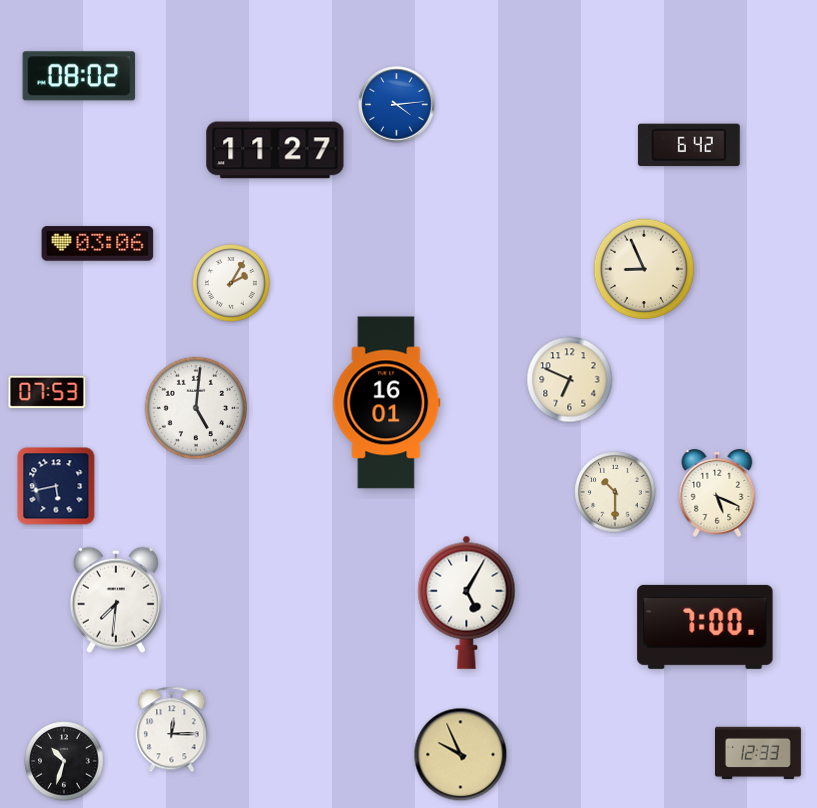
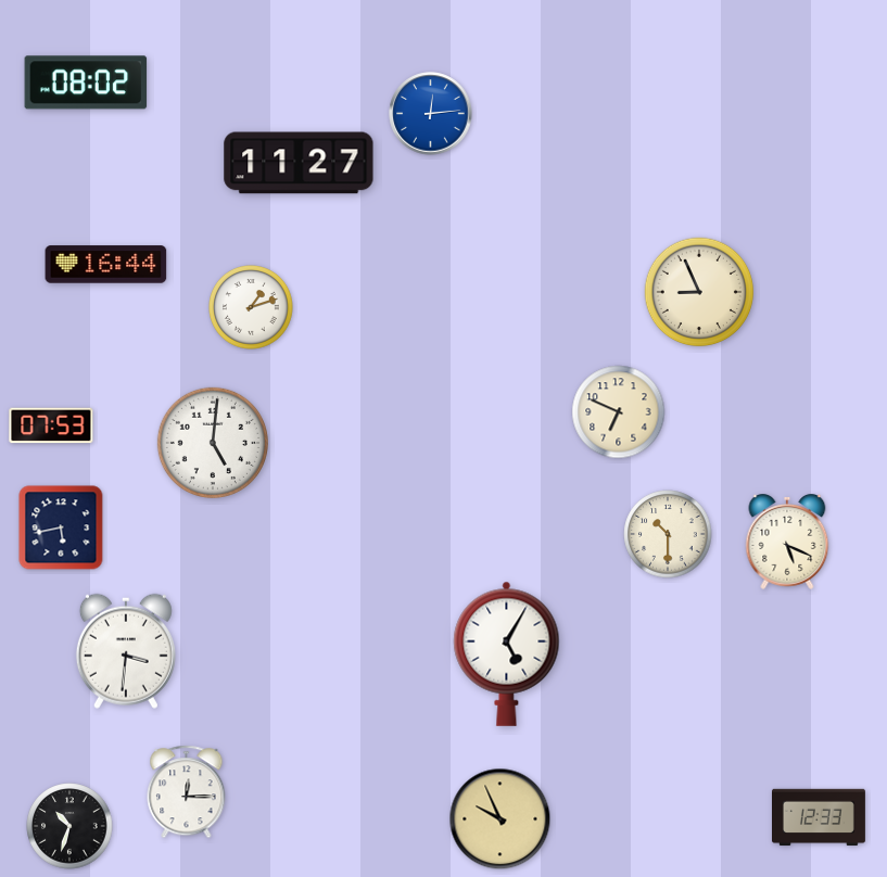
clock at (397, 105): 4:14 -> 12:14
clock at (689, 145): 6:42 -> none
clock at (98, 244): 03:06 -> 16:44
clock at (232, 284): 2:05 -> 1:12
clock at (387, 403): 16:01 -> none
clock at (717, 494) position: (717, 494) -> (787, 543)
clock at (116, 600): 7:31 -> 3:31
clock at (705, 627): 7:00 -> none
clock at (759, 753) position: (759, 753) -> (820, 817)
